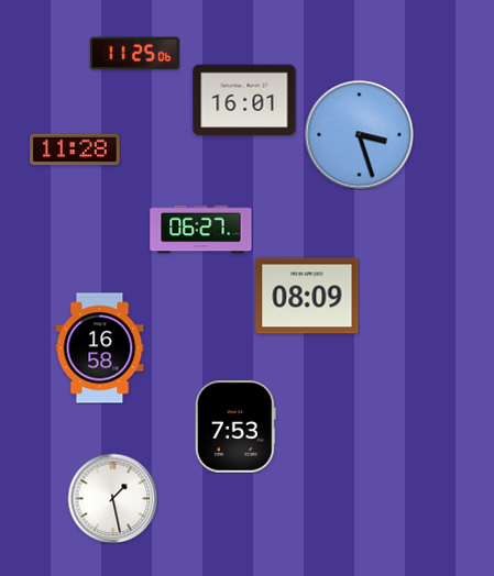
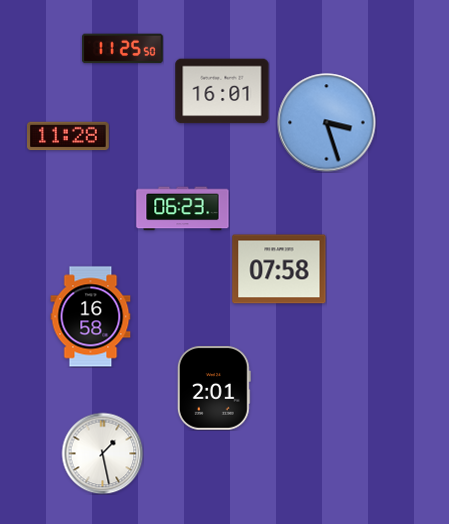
clock at (134, 54): 11:25:06 -> 11:25:50
clock at (201, 230): 06:27 -> 06:23
clock at (307, 296): 08:09 -> 07:58
clock at (235, 427): 7:53 -> 2:01
